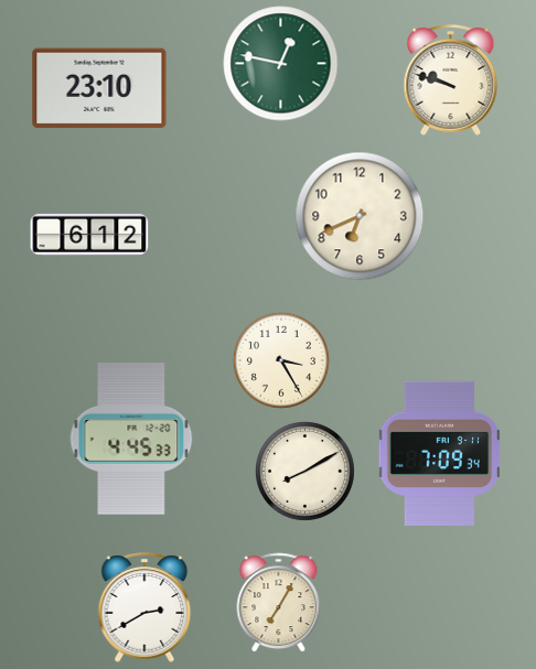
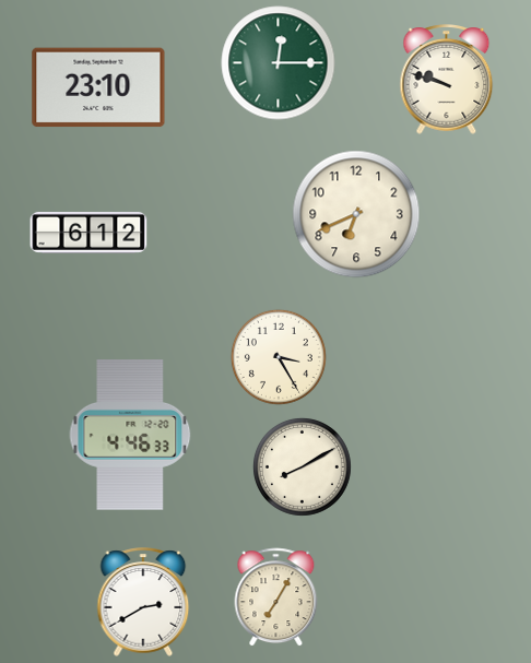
clock at (281, 64): 12:47 -> 12:15
clock at (131, 439): 4:45 -> 4:46
clock at (440, 453): 7:09 -> none
